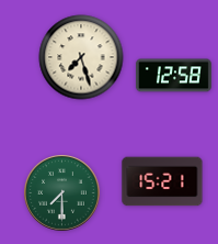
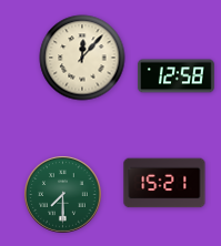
clock at (81, 57): 7:27 -> 12:07
